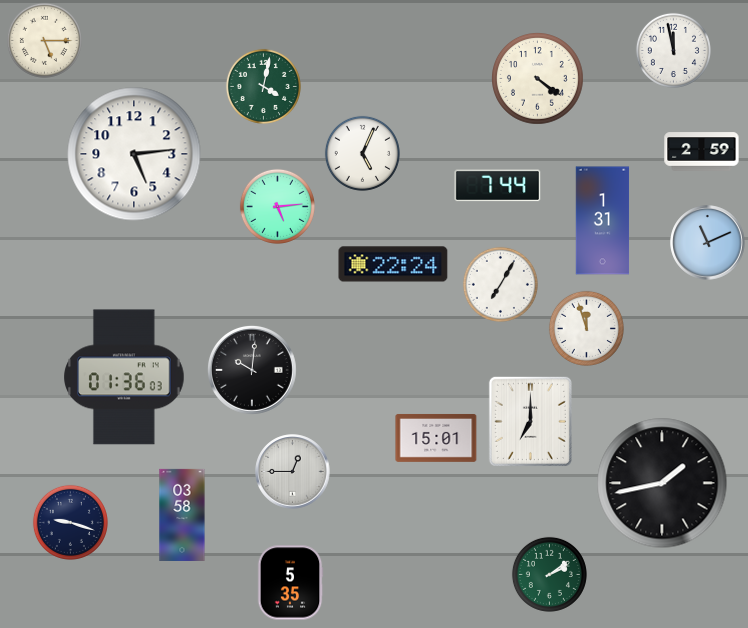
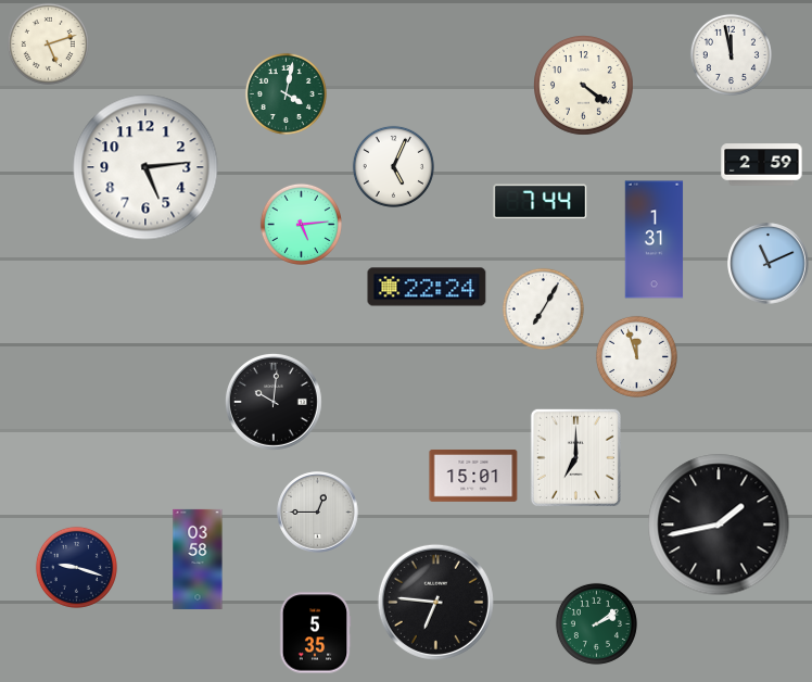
clock at (44, 40): 5:15 -> 5:12
clock at (124, 377): 01:36 -> none
clock at (435, 602): none -> 6:46
